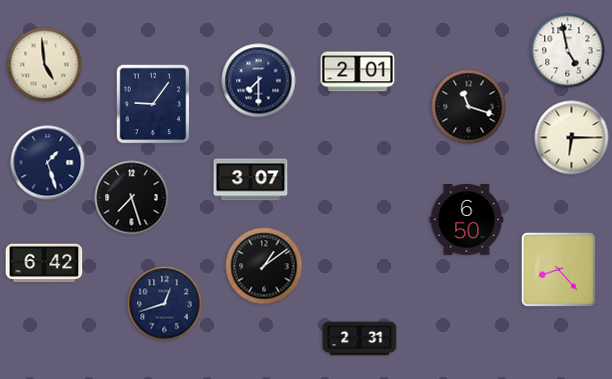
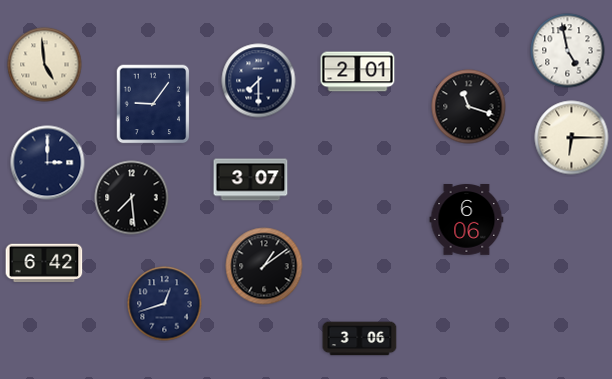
clock at (48, 163): 1:27 -> 3:00
clock at (132, 198): 7:27 -> 7:29
clock at (467, 220): 6:50 -> 6:06
clock at (558, 269): 8:23 -> none
clock at (360, 339): 2:31 -> 3:06
